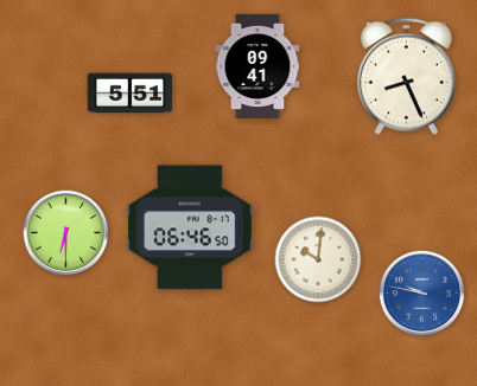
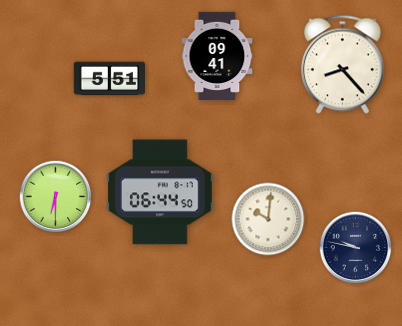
clock at (406, 77): 8:26 -> 8:23
clock at (191, 227): 06:46 -> 06:44
clock at (422, 294) dial: blue -> navy
